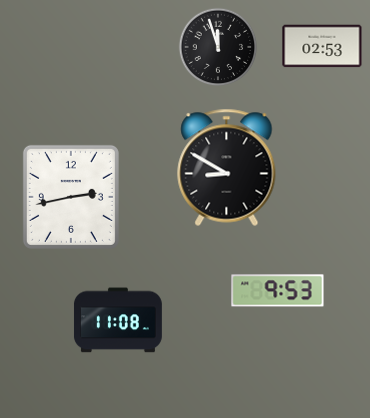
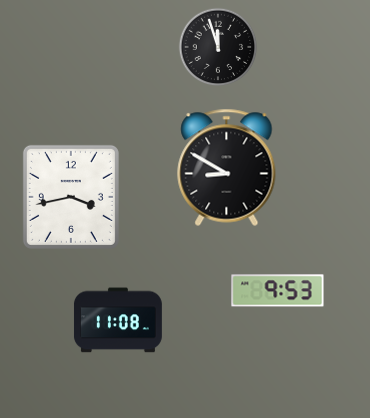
clock at (322, 46): 02:53 -> none
clock at (71, 197): 2:43 -> 3:43
